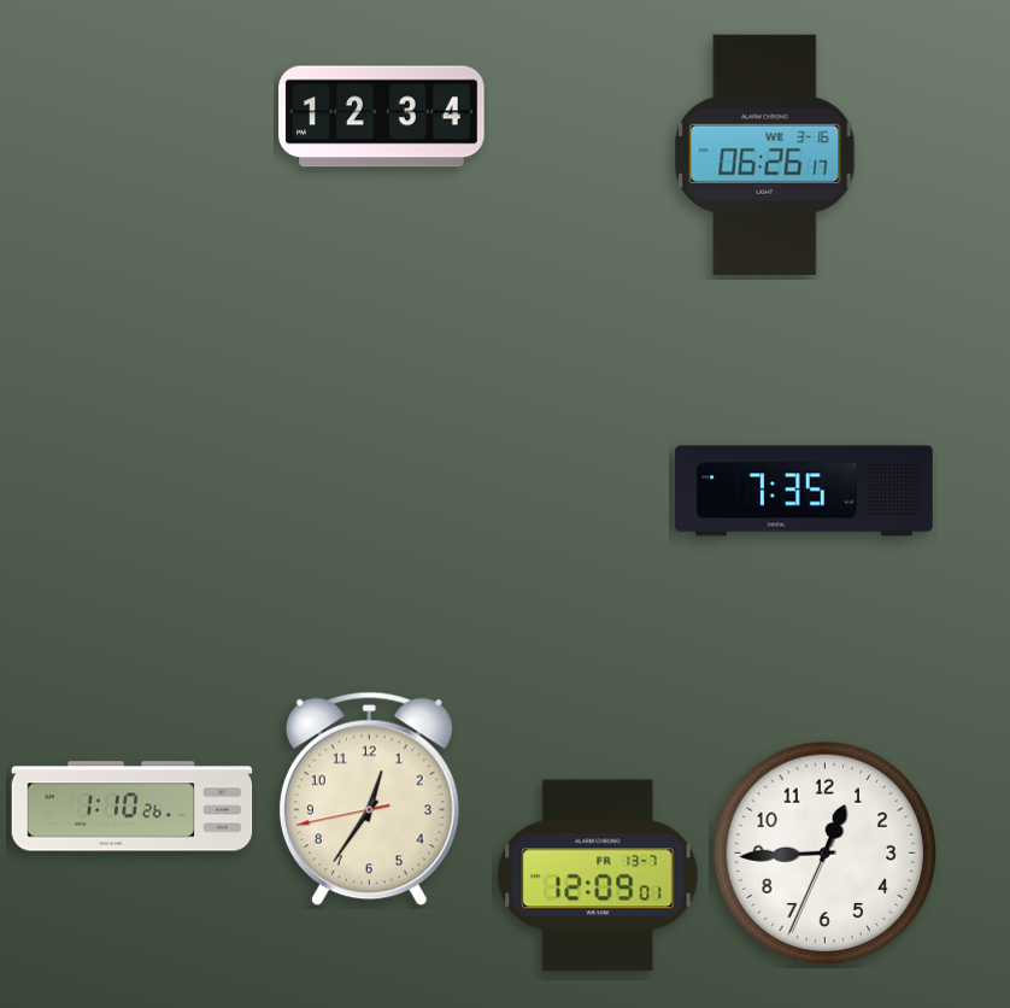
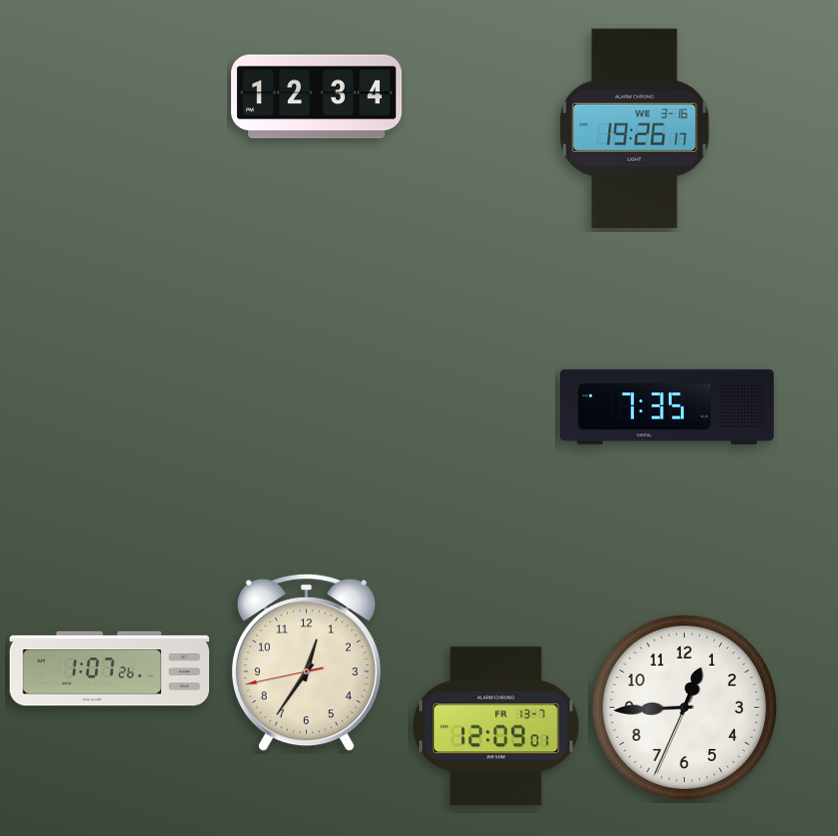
clock at (765, 154): 06:26 -> 19:26
clock at (133, 807): 1:10 -> 1:07
